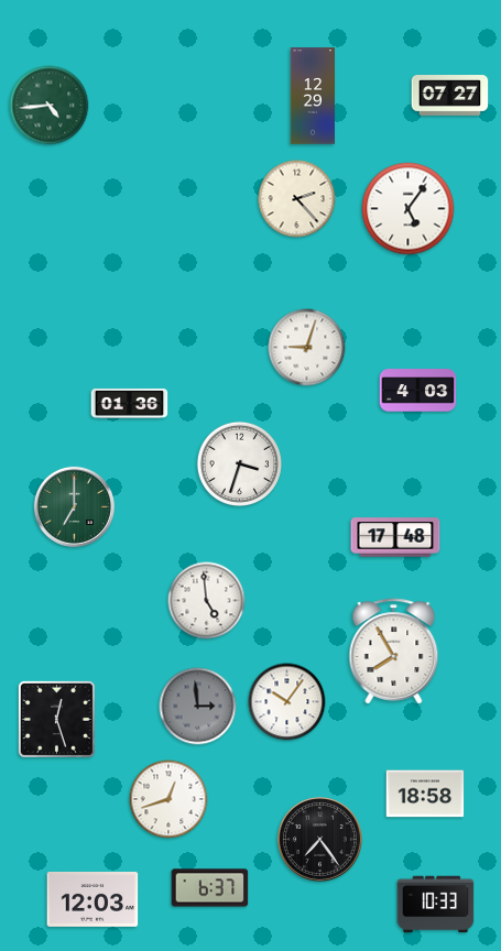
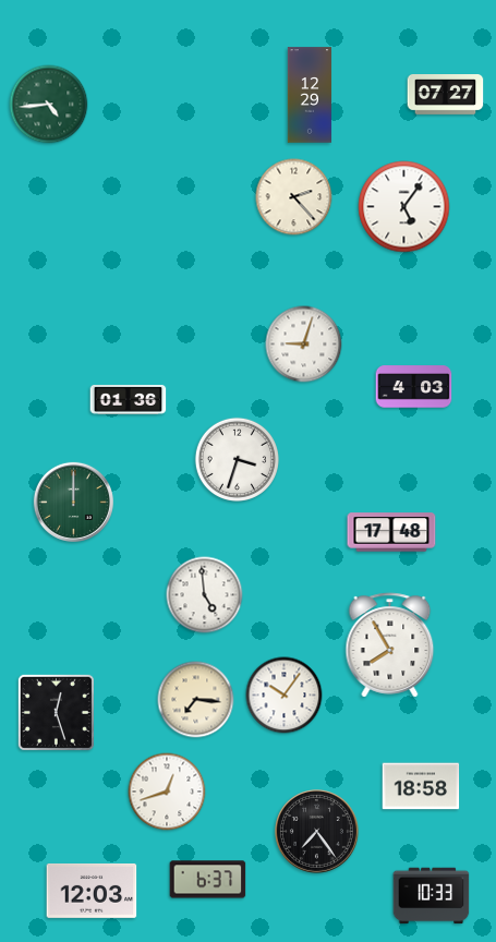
clock at (74, 506): 7:00 -> 12:00
clock at (198, 707): 2:59 -> 7:16
clock at (198, 707) dial: grey -> cream
